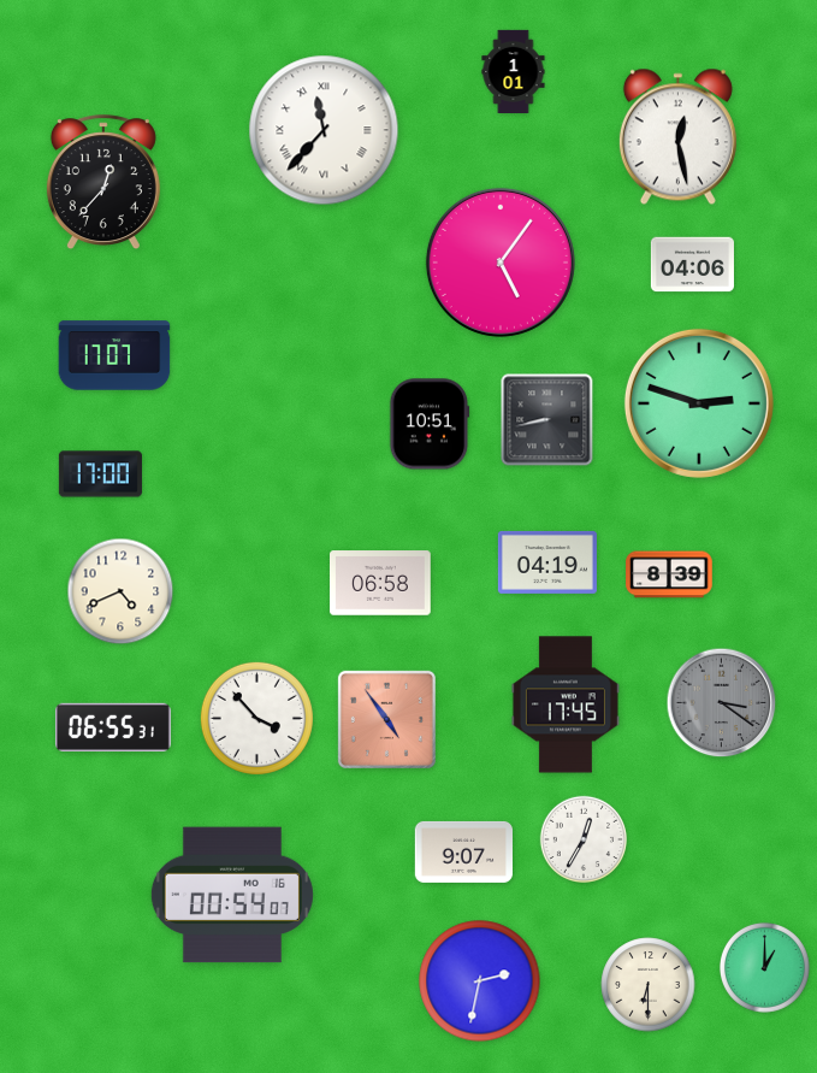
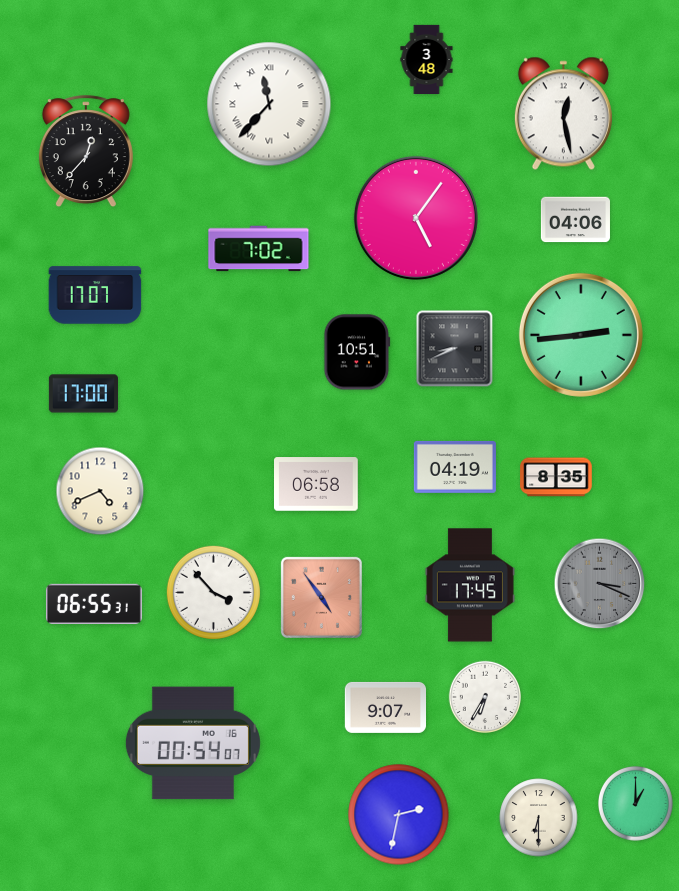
clock at (514, 71): 1:01 -> 3:48
clock at (324, 130) position: (324, 130) -> (269, 104)
clock at (259, 249): none -> 7:02
clock at (699, 403): 2:48 -> 2:44
clock at (547, 420): 8:43 -> 8:41
clock at (669, 574): 8:39 -> 8:35
clock at (722, 703): 3:21 -> 3:19
clock at (256, 718) position: (256, 718) -> (213, 592)
clock at (582, 838): 12:35 -> 6:35
